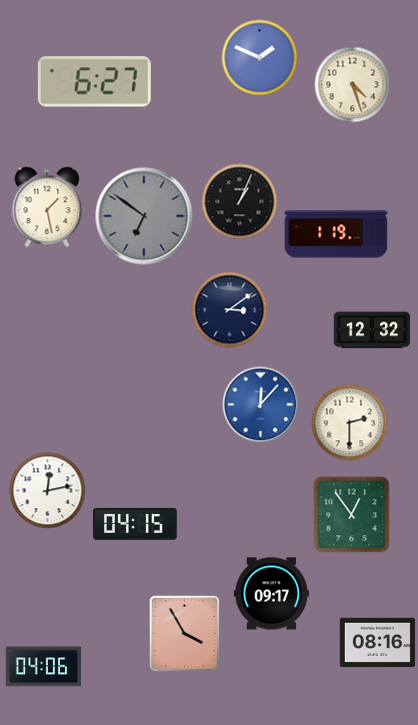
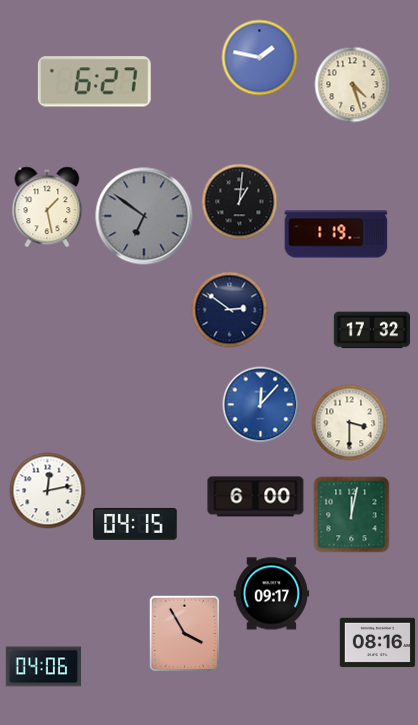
clock at (260, 58): 1:49 -> 1:47
clock at (240, 202): 1:04 -> 1:01
clock at (230, 310): 3:09 -> 2:51
clock at (371, 330): 12:32 -> 17:32
clock at (350, 423): 2:30 -> 3:30
clock at (256, 497): none -> 6:00
clock at (352, 515): 12:54 -> 12:02
